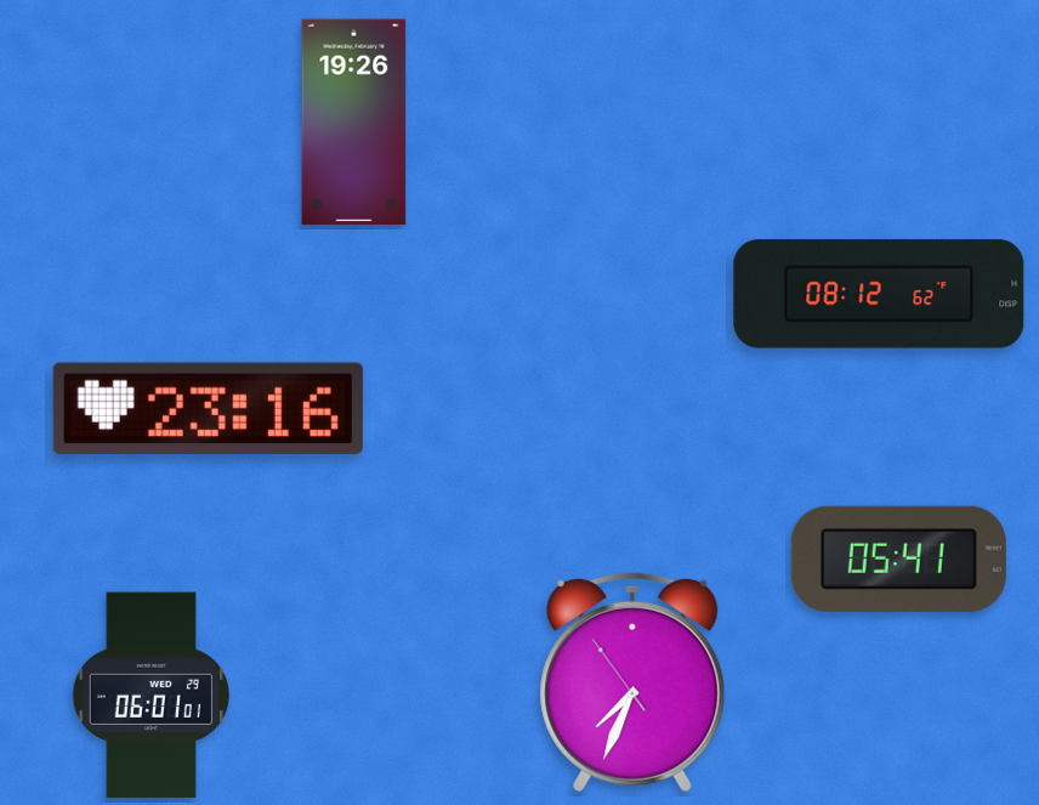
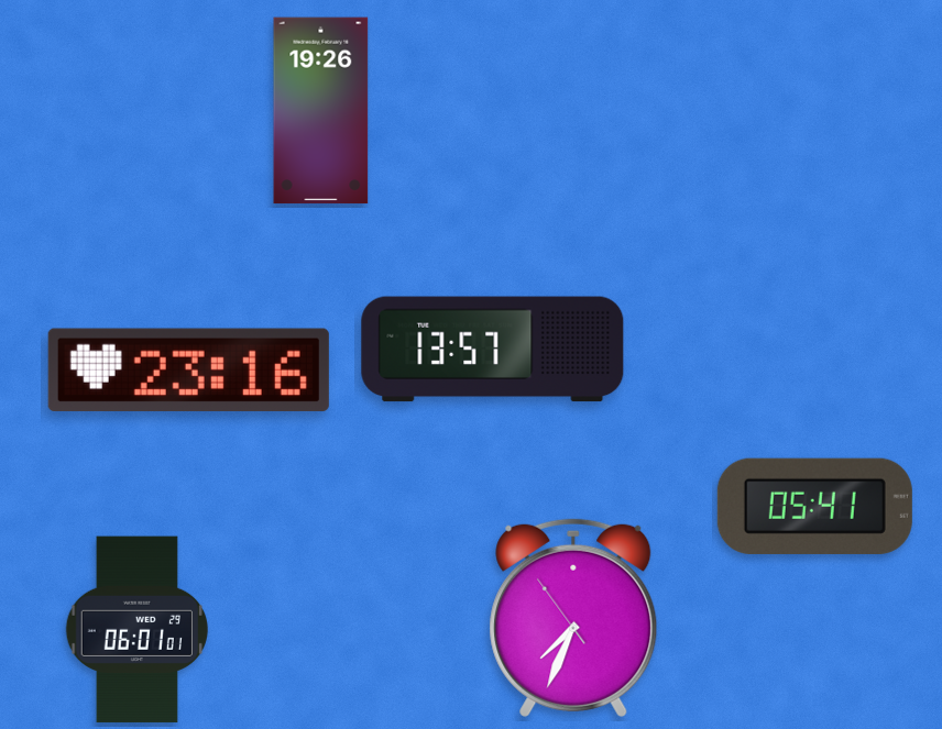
clock at (879, 294): 08:12 -> none
clock at (493, 350): none -> 13:57
